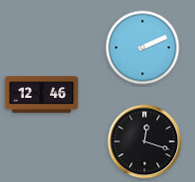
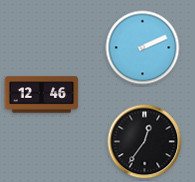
clock at (145, 142): 12:18 -> 12:36
